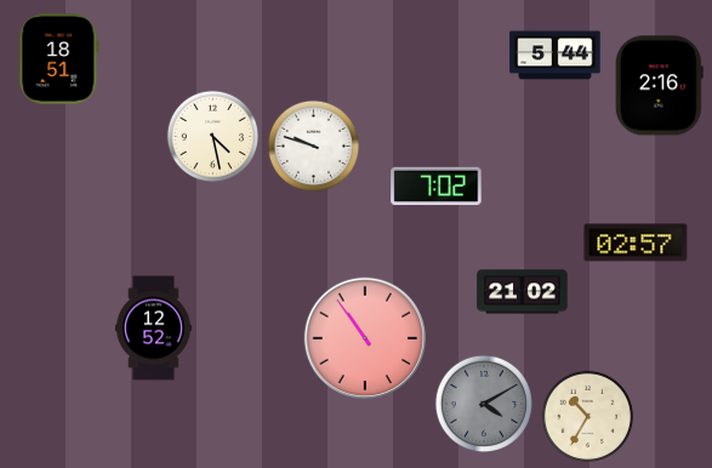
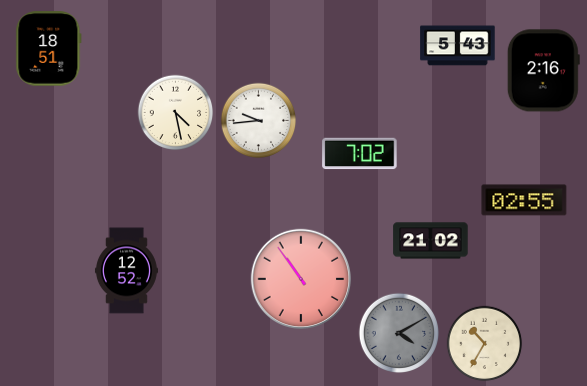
clock at (556, 56): 5:44 -> 5:43
clock at (314, 147): 9:48 -> 9:44
clock at (636, 242): 02:57 -> 02:55
